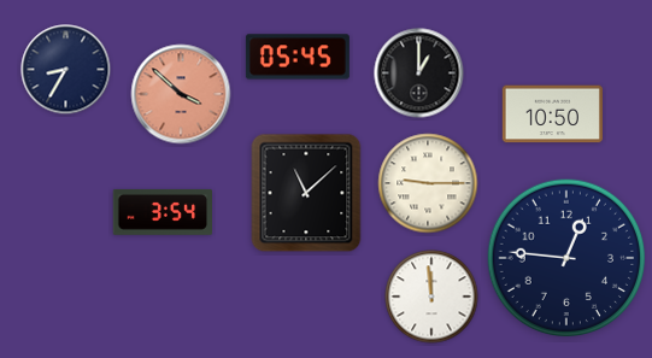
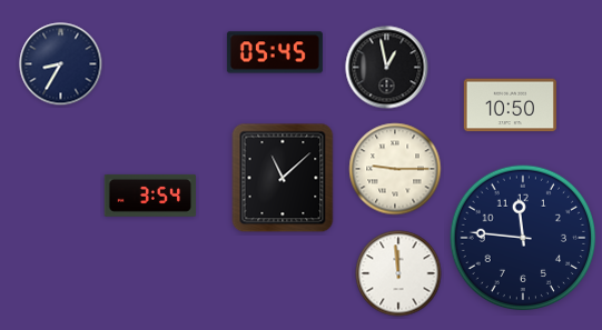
clock at (419, 74): 1:00 -> 12:58
clock at (181, 94): 3:52 -> none
clock at (566, 258): 12:46 -> 11:46
